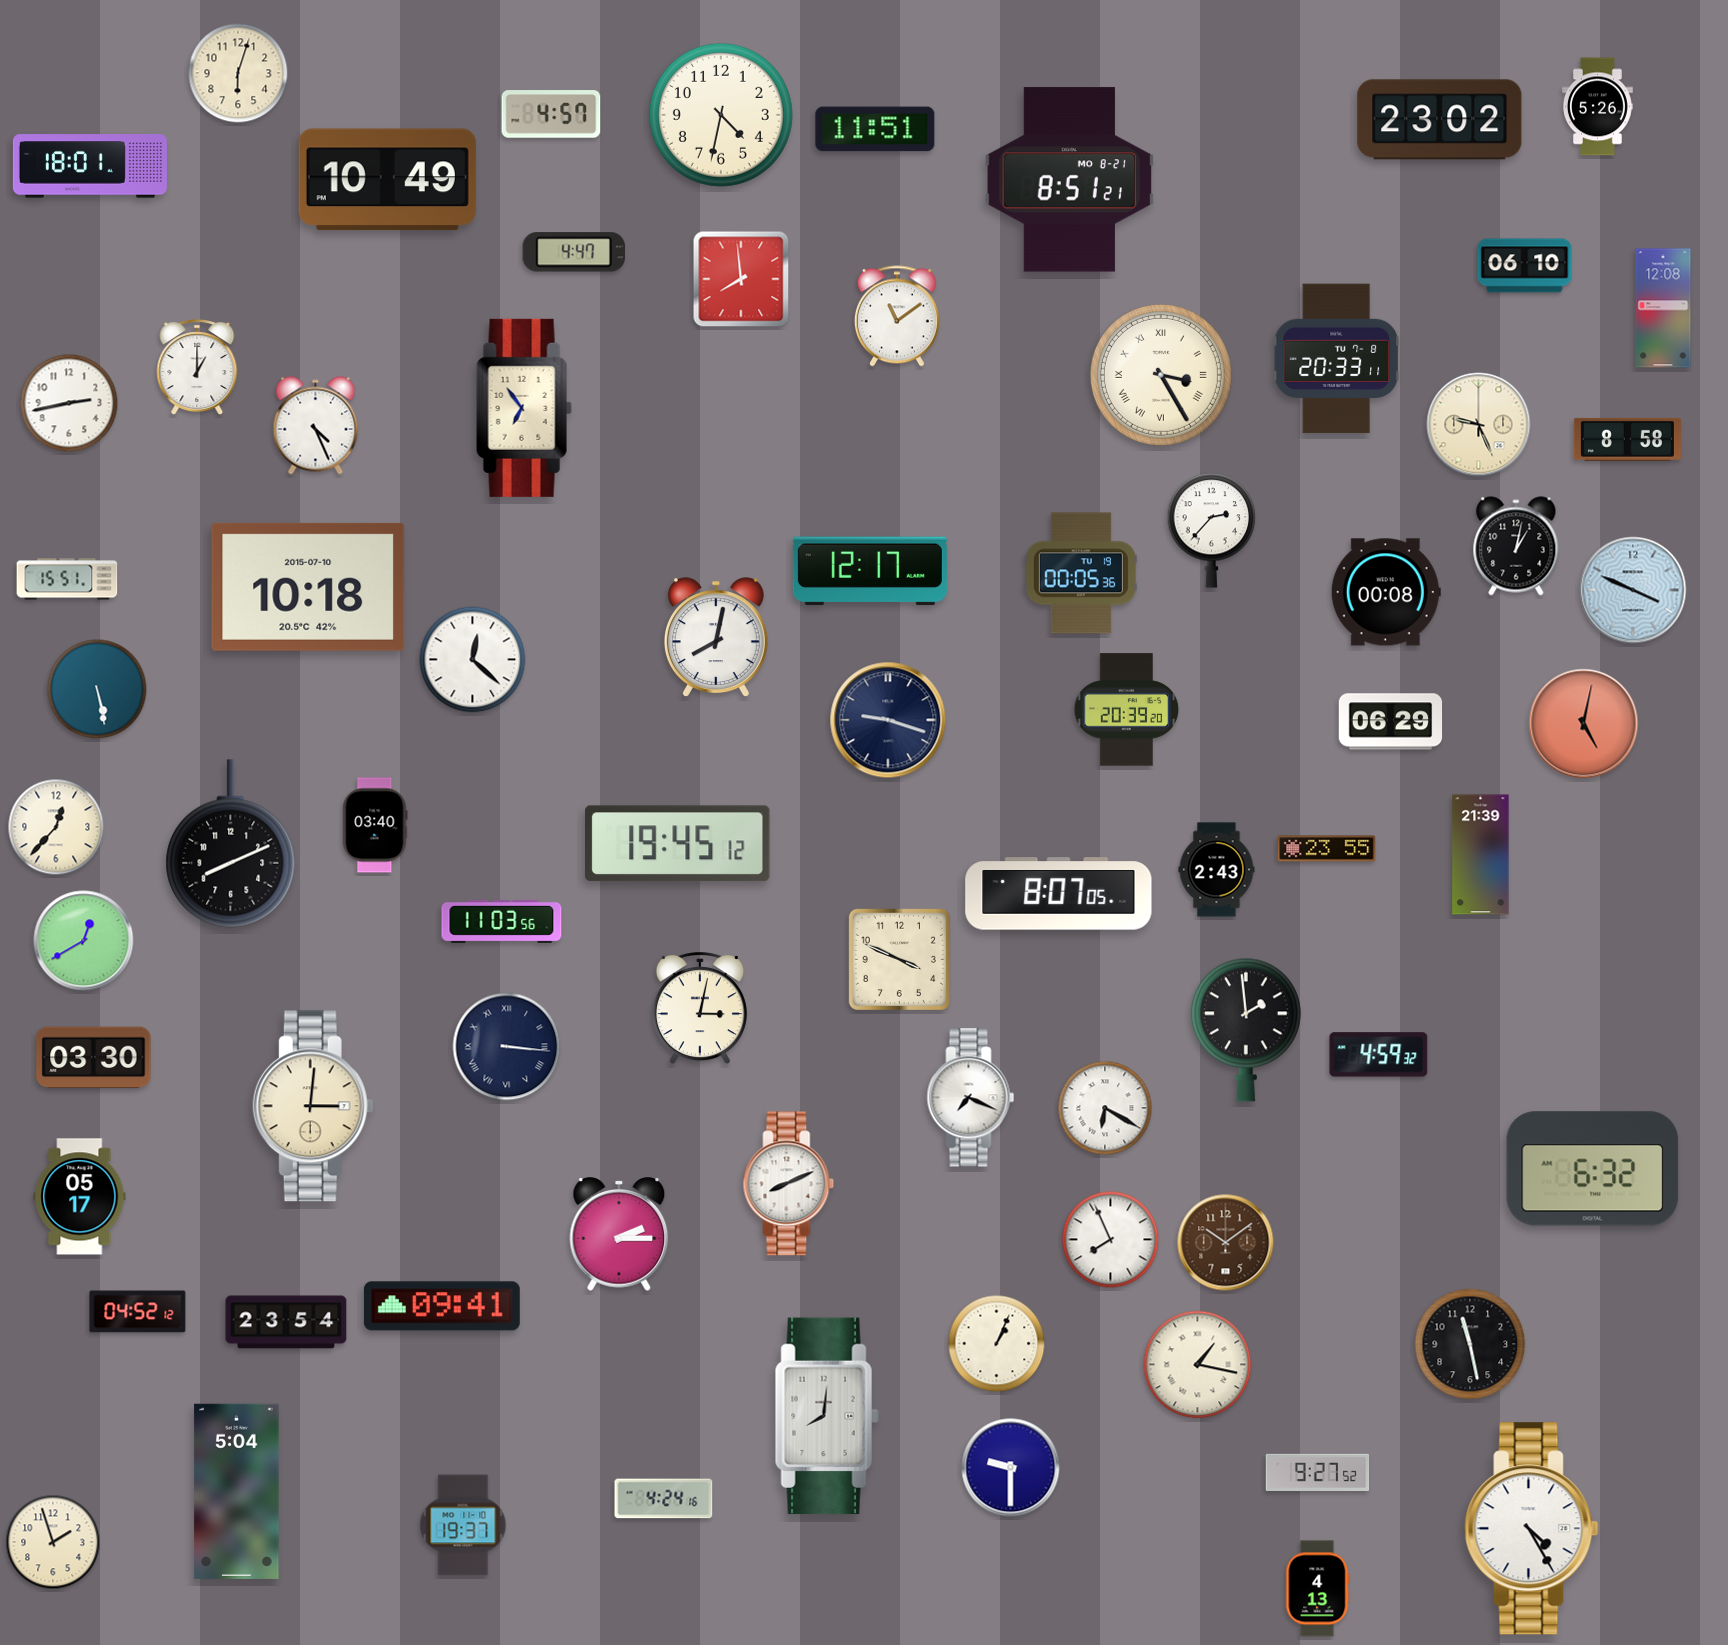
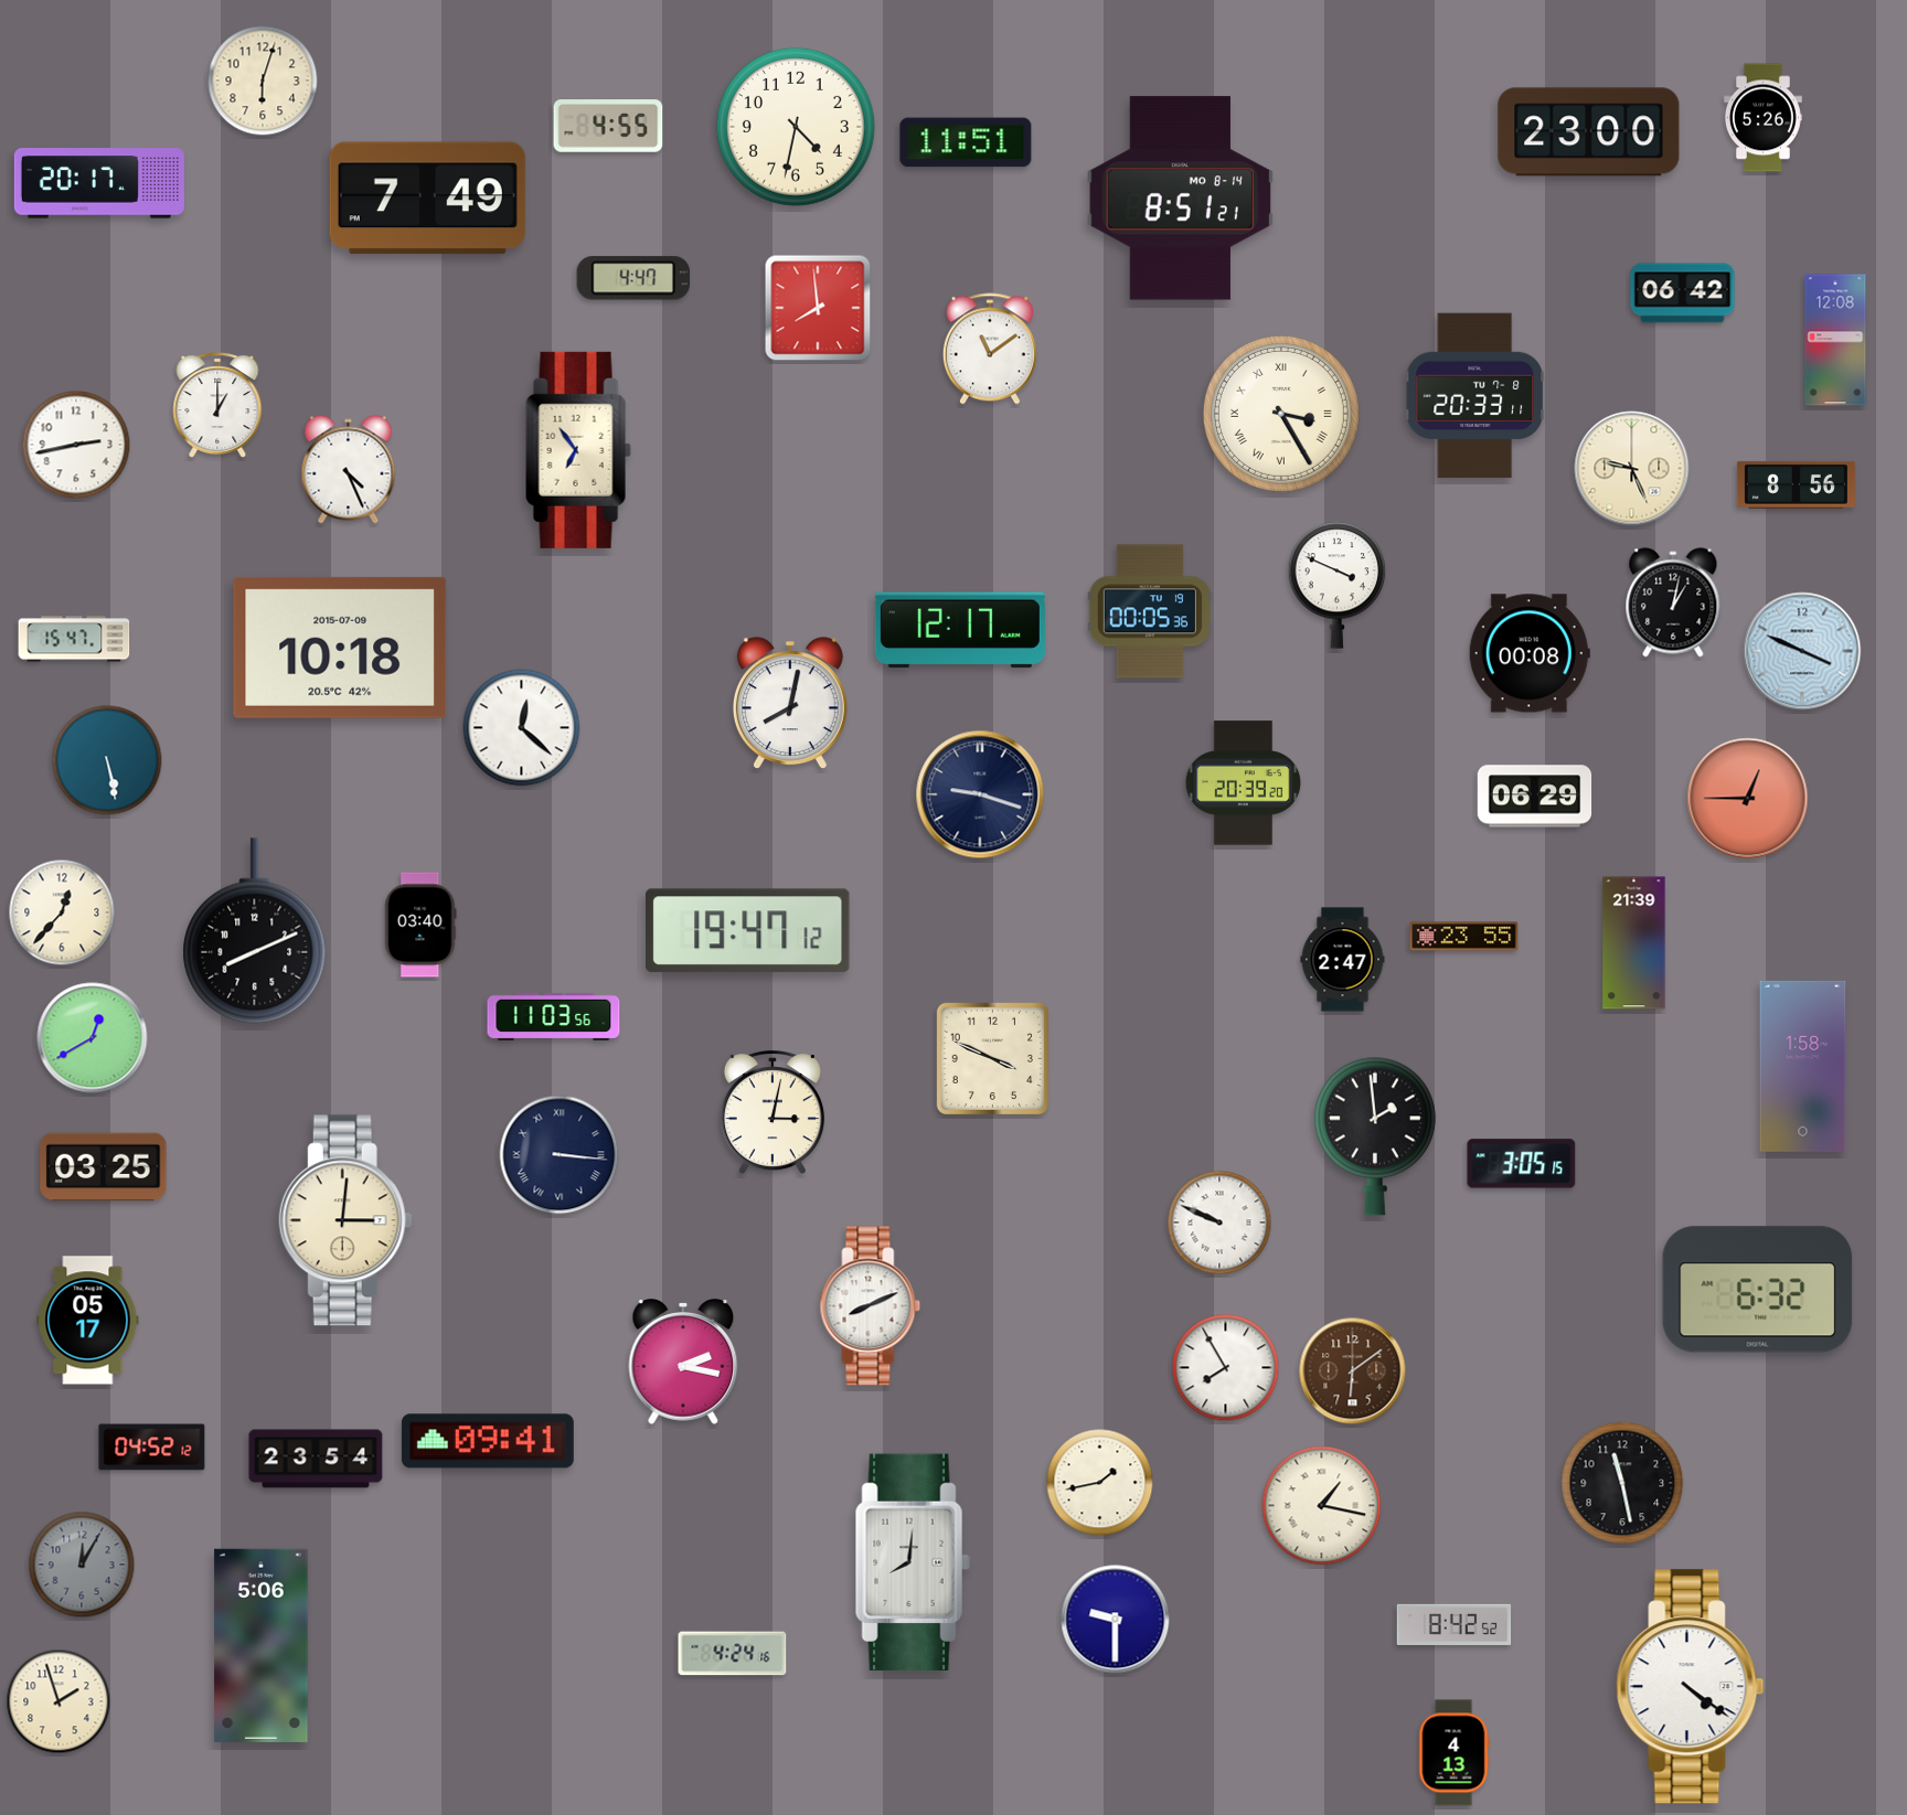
clock at (551, 114): 4:57 -> 4:55
clock at (1440, 120): 23:02 -> 23:00
clock at (90, 166): 18:01 -> 20:17
clock at (387, 180): 10:49 -> 7:49
clock at (1070, 180) date: MO 8-21 -> MO 8-14
clock at (1525, 266): 06:10 -> 06:42
clock at (1627, 439): 8:58 -> 8:56
clock at (1212, 531): 2:37 -> 3:49
clock at (1081, 573) position: (1081, 573) -> (1150, 611)
clock at (67, 579): 15:51 -> 15:47
clock at (308, 587) date: 2015-07-10 -> 2015-07-09
clock at (1584, 724): 5:02 -> 12:45
clock at (375, 825) position: (375, 825) -> (420, 925)
clock at (678, 844): 19:45 -> 19:47
clock at (1217, 870): 2:43 -> 2:47
clock at (1059, 894): 8:07 -> none
clock at (1803, 1066): none -> 1:58
clock at (1379, 1055): 4:59 -> 3:05
clock at (94, 1058): 03:30 -> 03:25
clock at (971, 1098): 7:19 -> none
clock at (1105, 1108): 6:20 -> 9:49
clock at (619, 1234): 2:15 -> 2:17
clock at (1111, 1240): 7:56 -> 7:55
clock at (1226, 1243): 10:09 -> 6:09
clock at (997, 1344): 1:04 -> 1:43
clock at (82, 1565): none -> 12:05
clock at (1318, 1472): 9:27 -> 8:42
clock at (237, 1491): 5:04 -> 5:06
clock at (463, 1525): 19:37 -> none
clock at (1532, 1529): 4:25 -> 4:21
